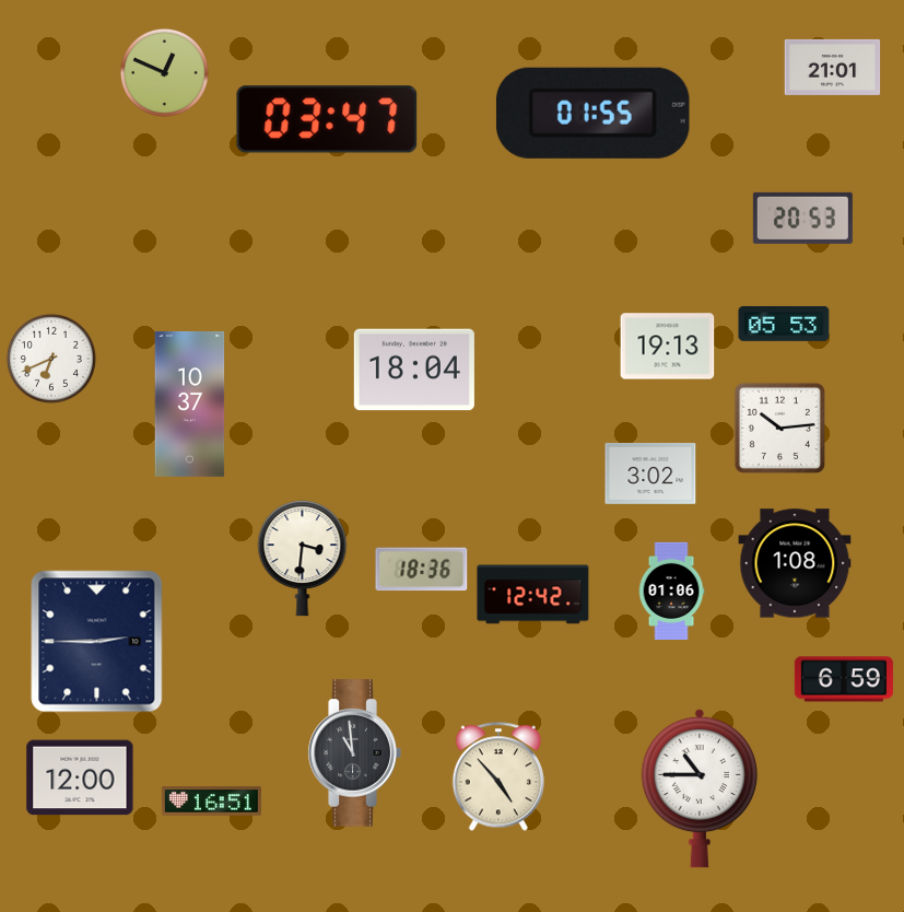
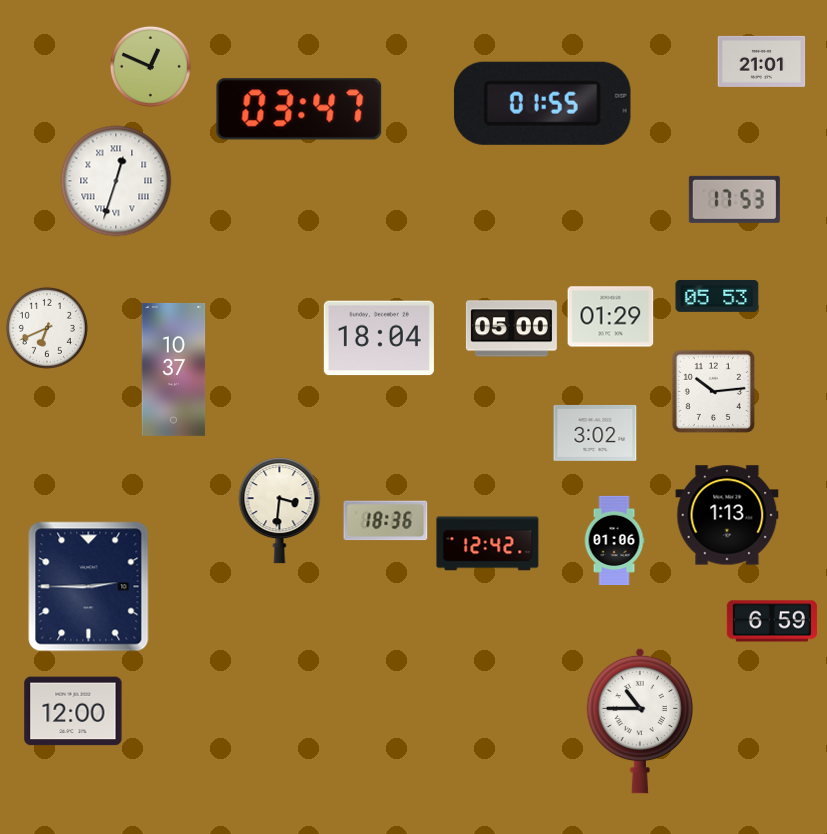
clock at (116, 181): none -> 12:33
clock at (802, 218): 20:53 -> 17:53
clock at (668, 347): 19:13 -> 01:29
clock at (511, 329): none -> 05:00
clock at (303, 559) position: (303, 559) -> (280, 511)
clock at (795, 563): 1:08 -> 1:13
clock at (354, 753): 10:59 -> none
clock at (498, 776): 4:53 -> none
clock at (211, 802): 16:51 -> none
